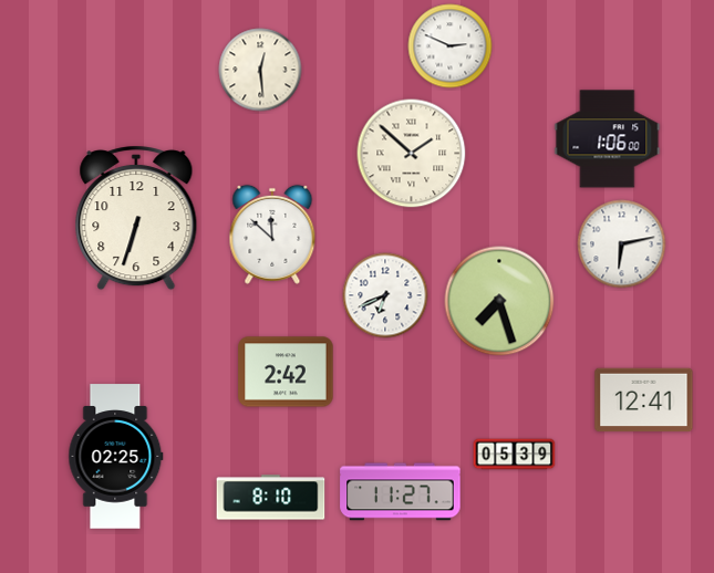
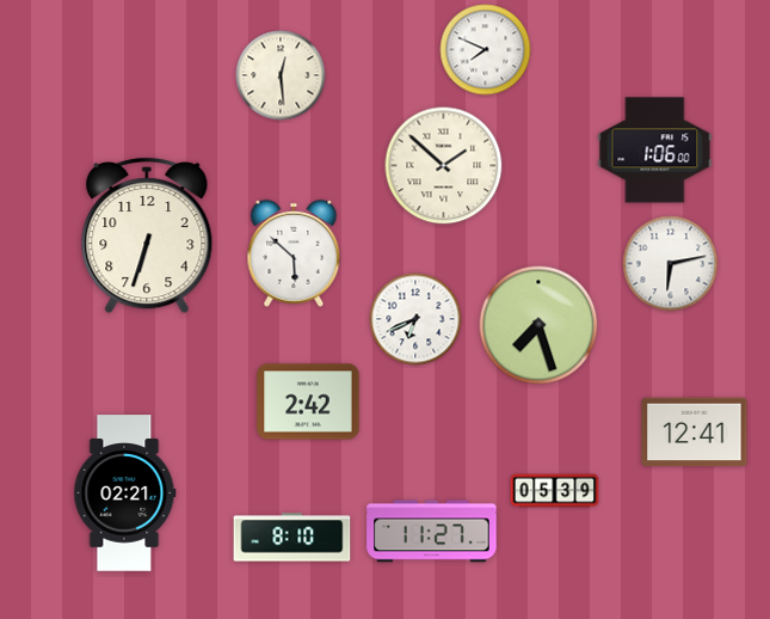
clock at (451, 46): 2:49 -> 7:49
clock at (272, 235): 11:52 -> 5:52
clock at (116, 457): 02:25 -> 02:21
